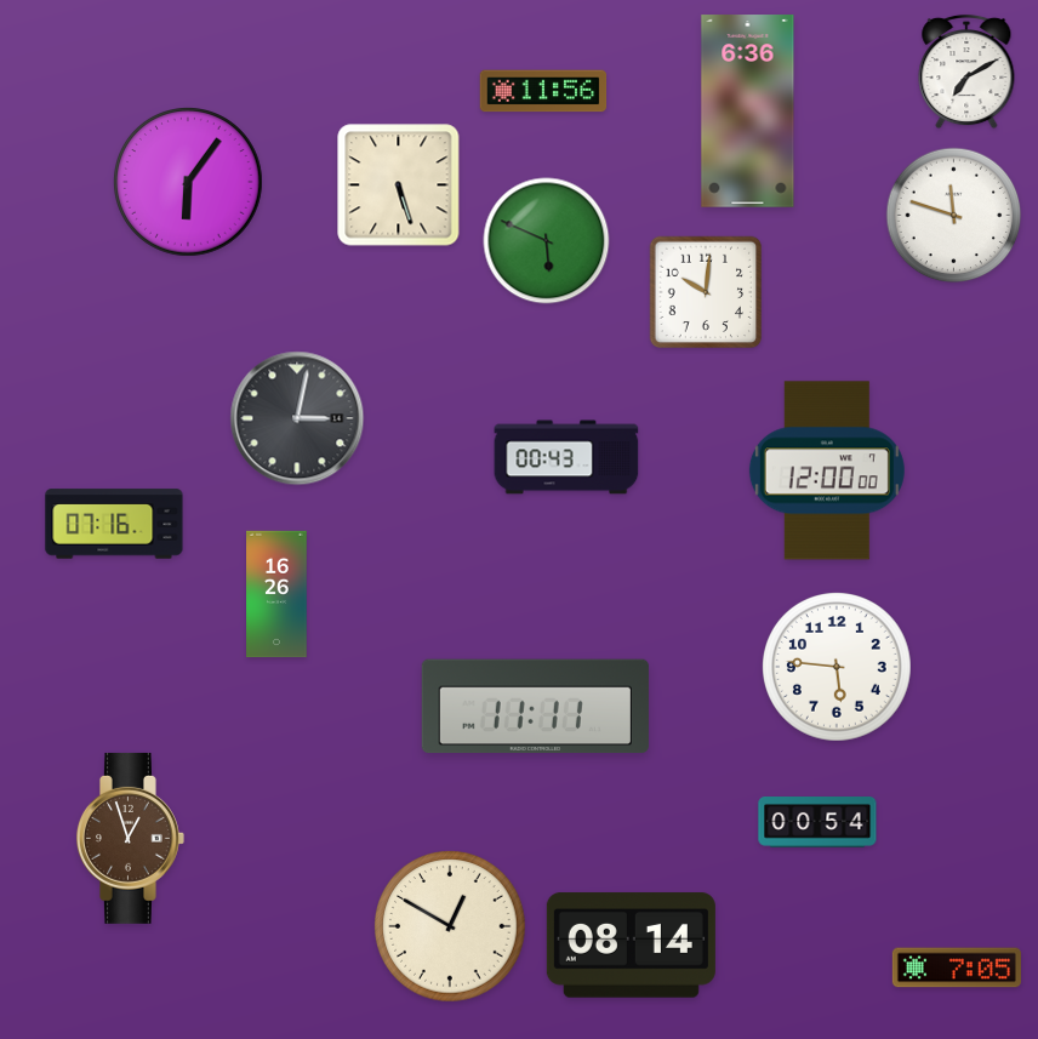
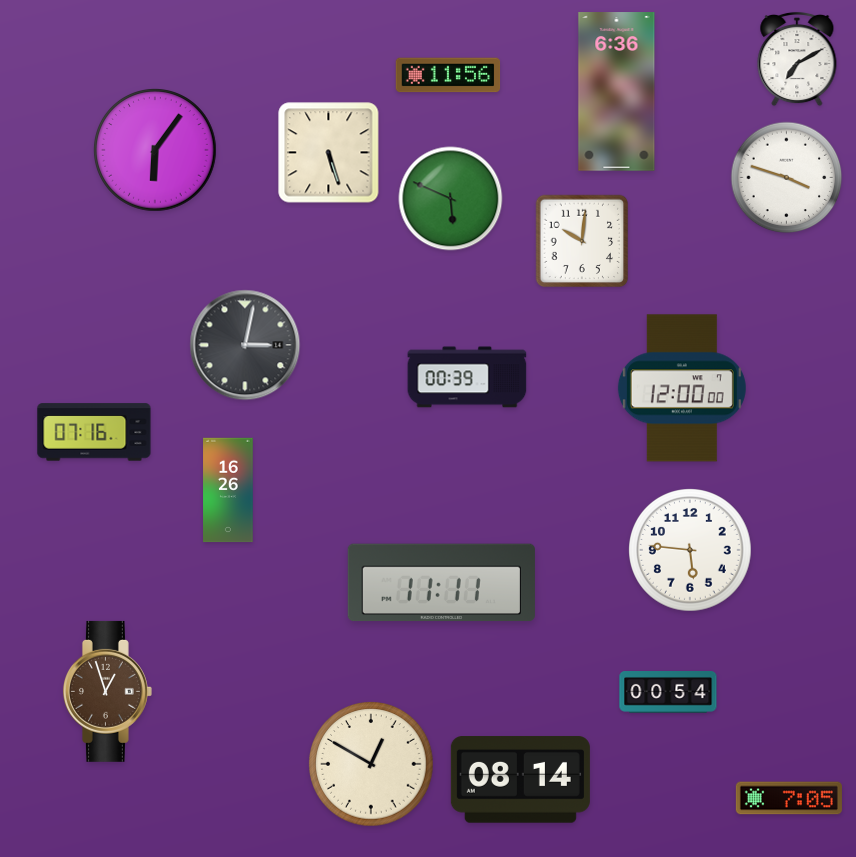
clock at (954, 216): 11:48 -> 3:48
clock at (566, 457): 00:43 -> 00:39
clock at (817, 823) position: (817, 823) -> (668, 693)
